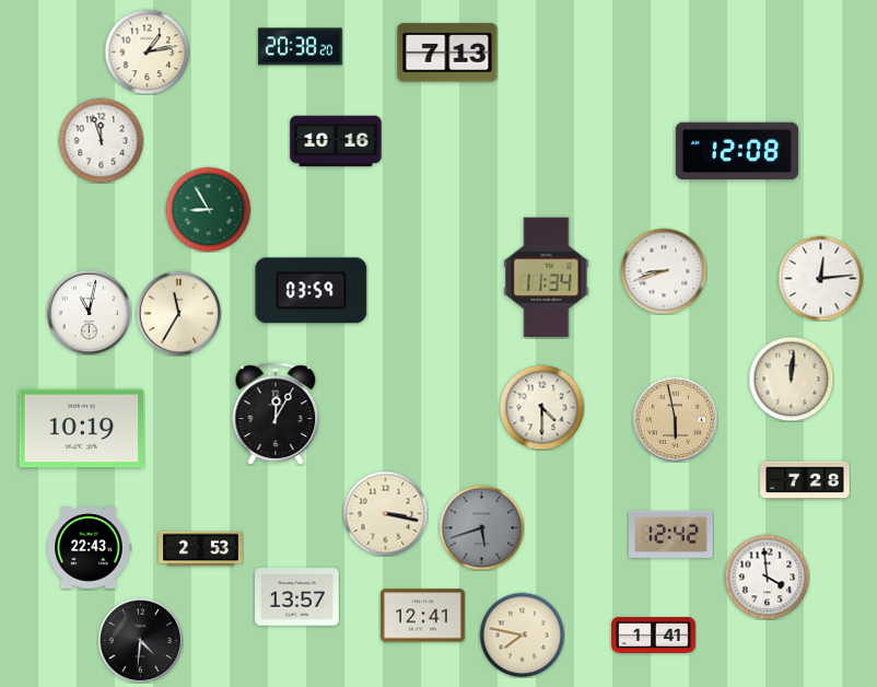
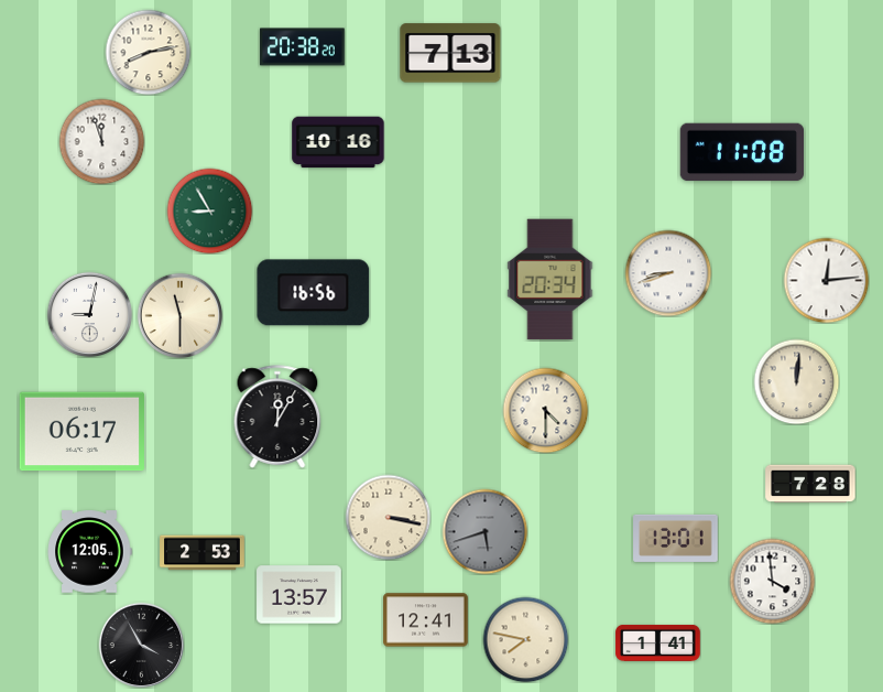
clock at (147, 51): 1:13 -> 8:13
clock at (737, 151): 12:08 -> 11:08
clock at (547, 278): 11:34 -> 20:34
clock at (312, 291): 03:59 -> 16:56
clock at (89, 312): 11:02 -> 9:02
clock at (178, 313): 11:35 -> 11:30
clock at (675, 419): 5:58 -> none
clock at (81, 429): 10:19 -> 06:17
clock at (671, 534): 12:42 -> 13:01
clock at (89, 548): 22:43 -> 12:05
clock at (297, 597) position: (297, 597) -> (299, 595)
clock at (654, 634) position: (654, 634) -> (658, 642)
clock at (140, 640): 4:31 -> 3:55
